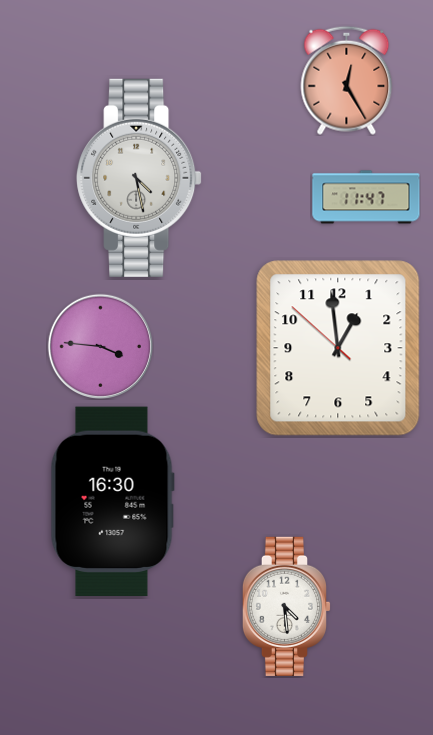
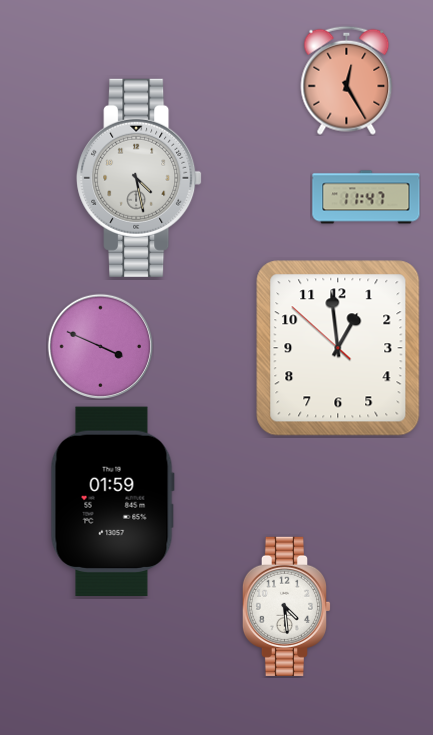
clock at (100, 346): 3:46 -> 3:49
clock at (112, 502): 16:30 -> 01:59
